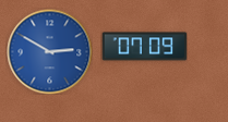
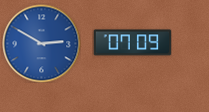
clock at (49, 51) position: (49, 51) -> (41, 43)
